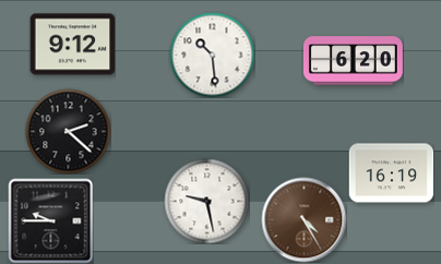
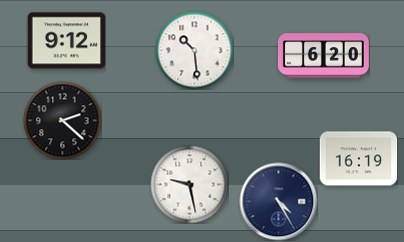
clock at (303, 219) dial: brown -> navy
clock at (50, 220): 9:45 -> none
